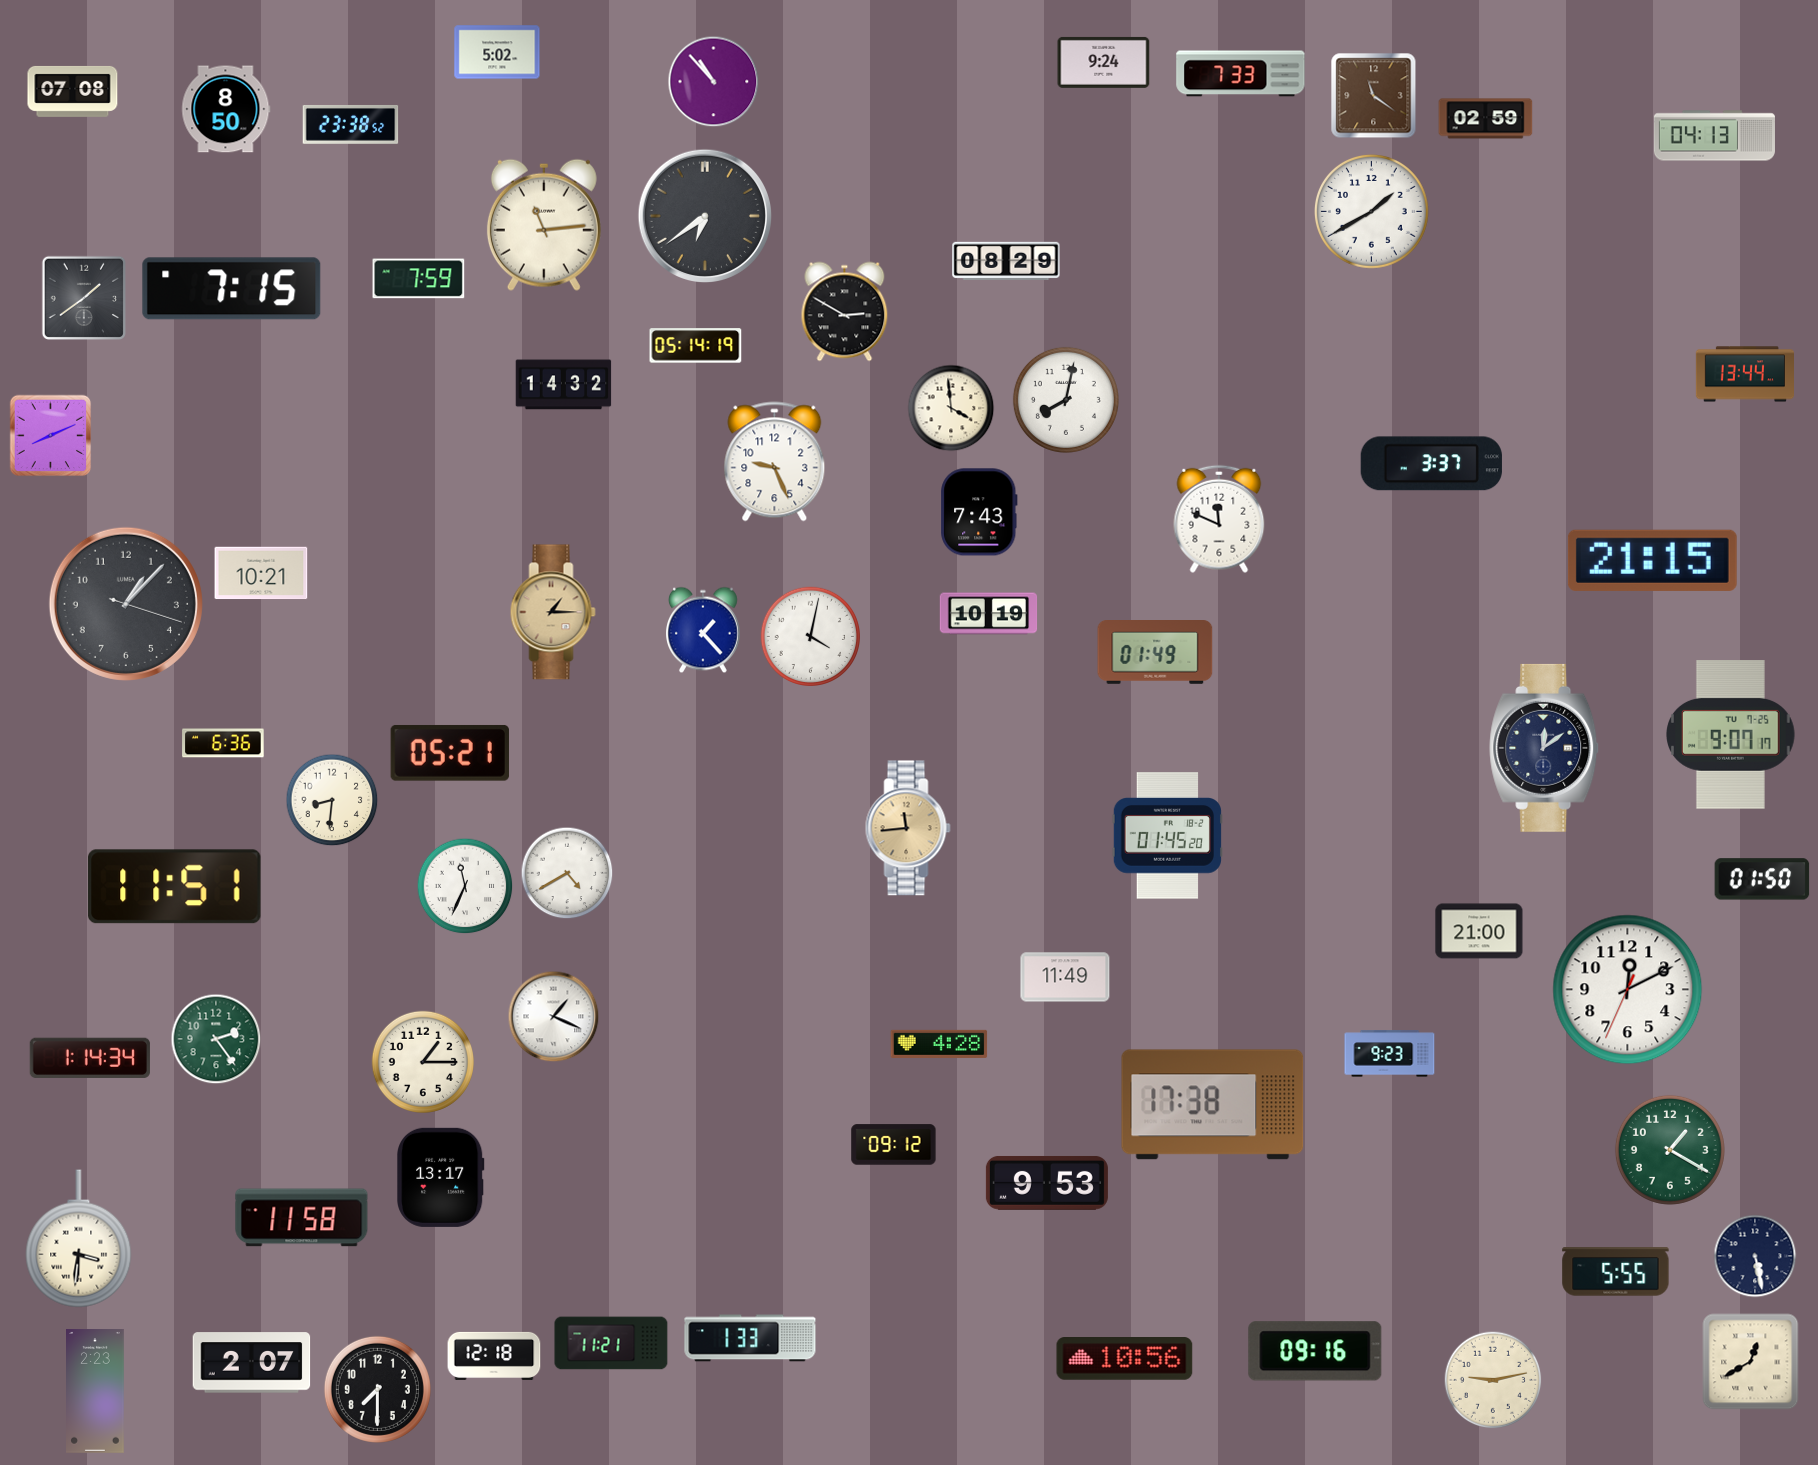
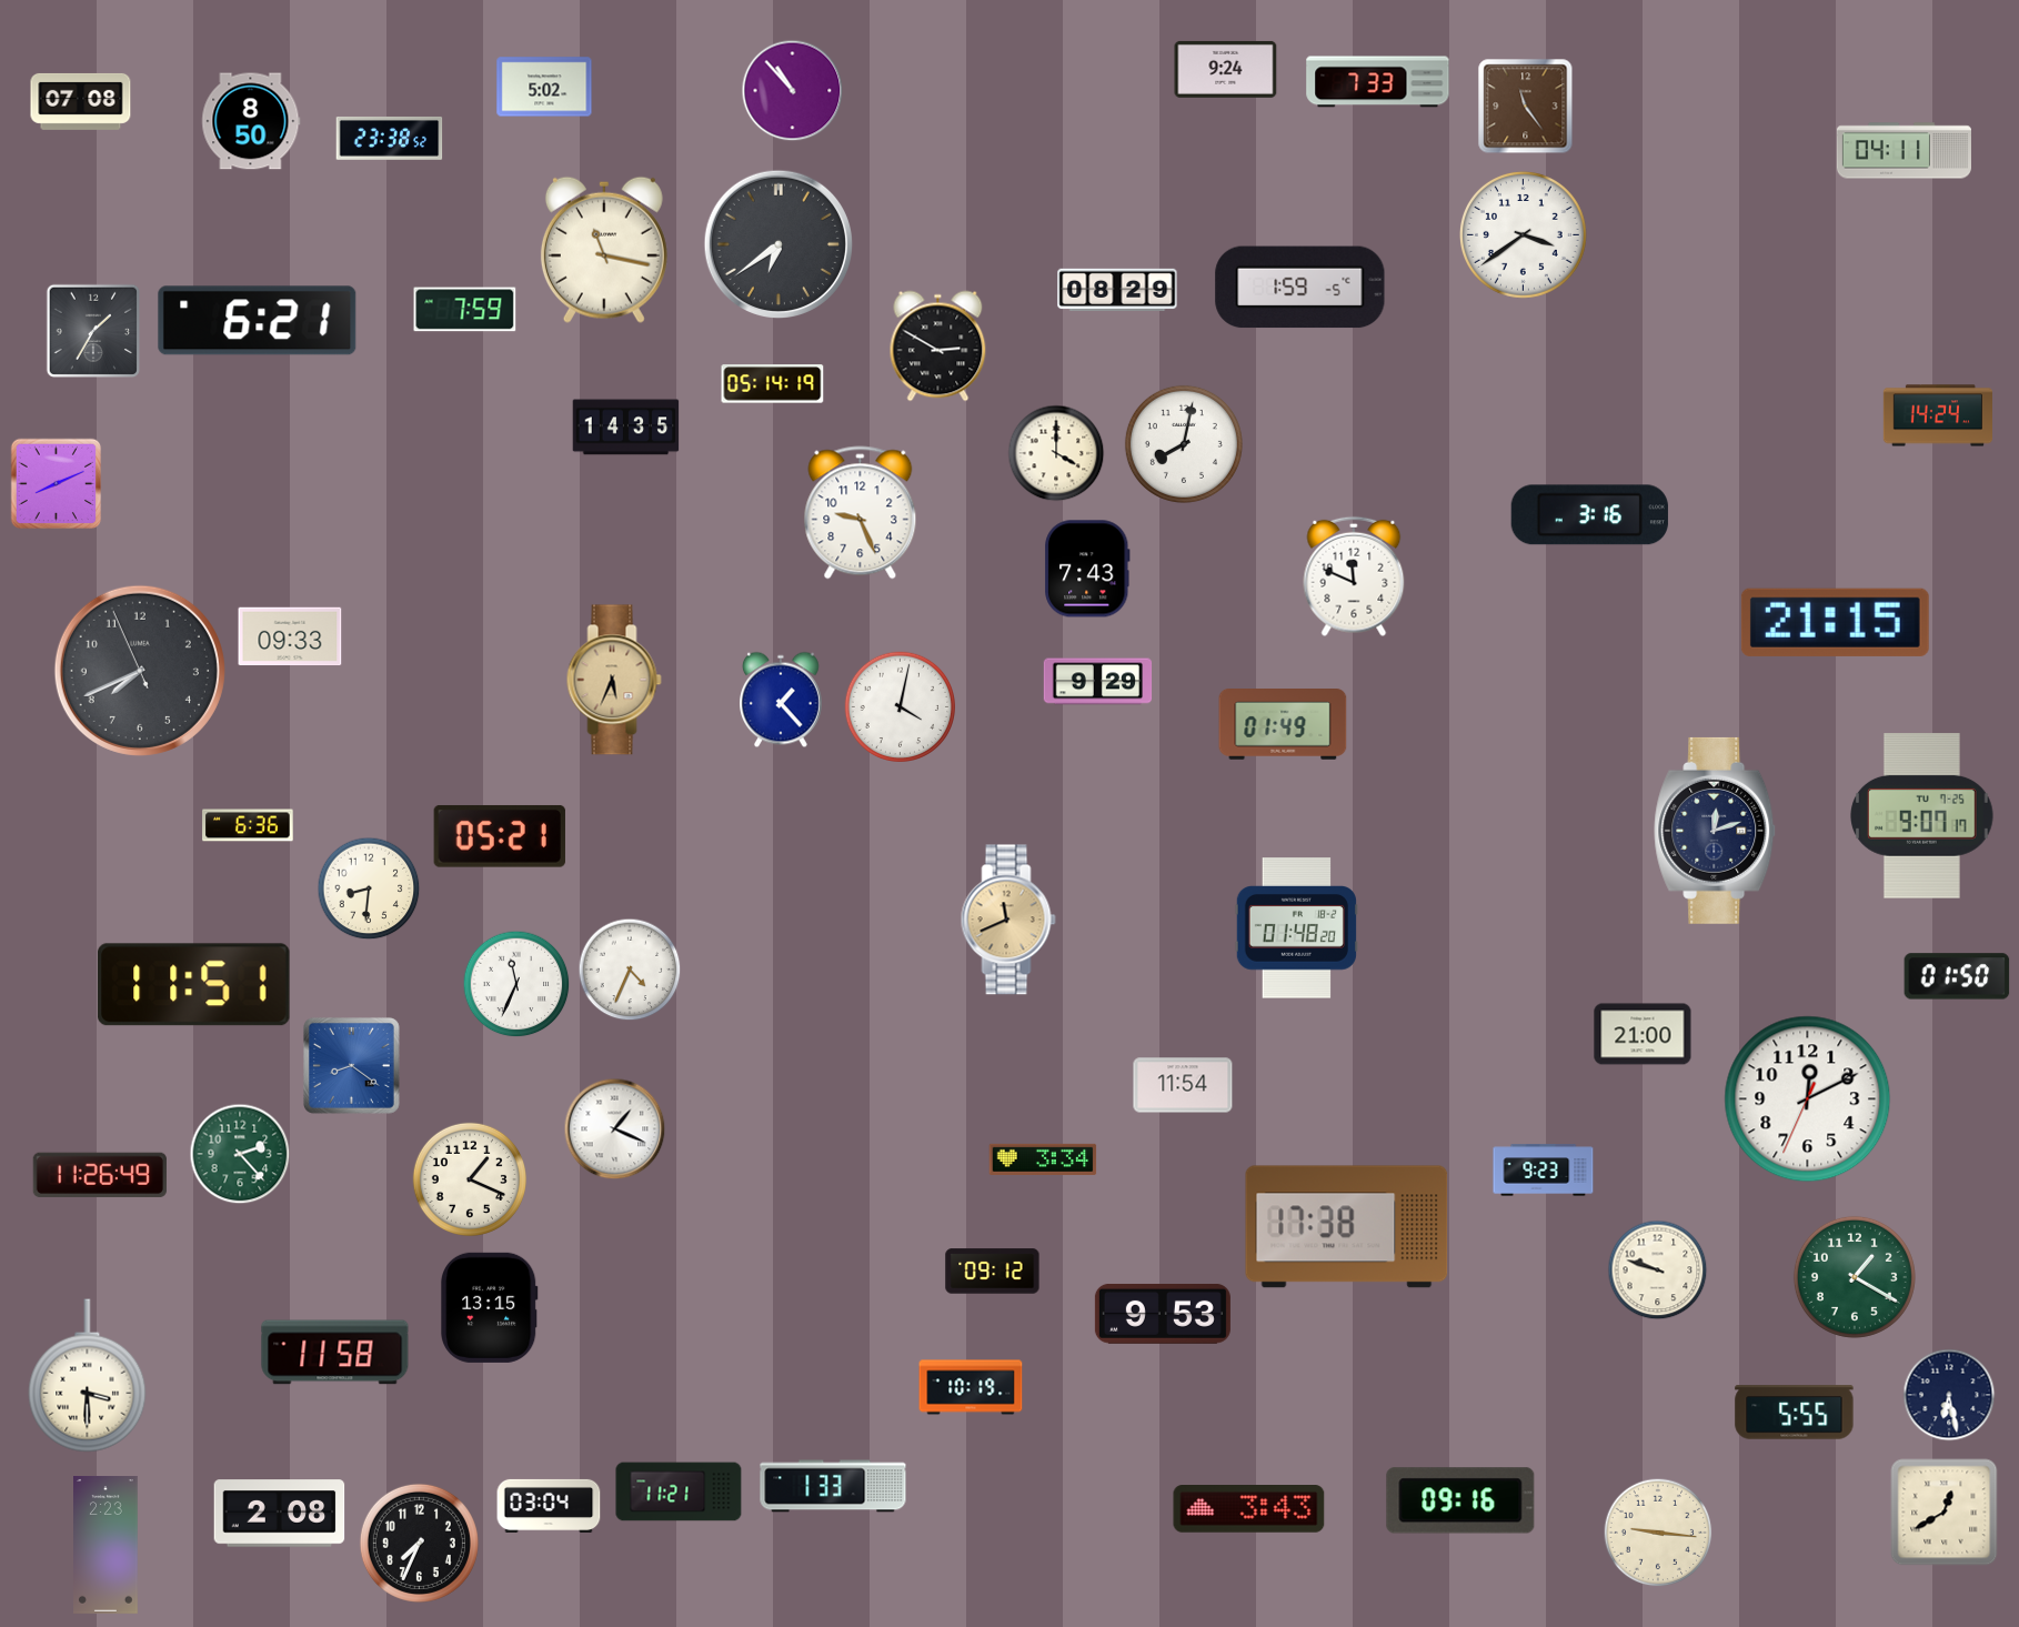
clock at (497, 52) position: (497, 52) -> (544, 87)
clock at (1374, 96): 11:21 -> 11:24
clock at (1486, 119): 02:59 -> none
clock at (1714, 136): 04:13 -> 04:11
clock at (1371, 211): 1:40 -> 3:39
clock at (704, 215) position: (704, 215) -> (777, 243)
clock at (544, 225): 11:14 -> 11:17
clock at (1300, 288): none -> 1:59
clock at (232, 289): 7:15 -> 6:21
clock at (83, 297): 1:39 -> 1:35
clock at (1744, 374): 13:44 -> 14:24
clock at (564, 385): 14:32 -> 14:35
clock at (951, 408): 3:59 -> 4:00
clock at (1431, 464): 3:37 -> 3:16
clock at (261, 573): 10:21 -> 09:33
clock at (126, 604): 1:07 -> 7:40
clock at (553, 612): 1:15 -> 5:34
clock at (989, 614): 10:19 -> 9:29
clock at (1545, 748): 12:09 -> 12:12
clock at (908, 828): 11:44 -> 11:41
clock at (1167, 836): 01:45 -> 01:48
clock at (567, 873): 4:40 -> 4:34
clock at (351, 1065): none -> 8:21
clock at (1065, 977): 11:49 -> 11:54
clock at (216, 1039): 2:24 -> 2:23
clock at (939, 1044): 4:28 -> 3:34
clock at (90, 1058): 1:14 -> 11:26
clock at (423, 1062): 1:15 -> 1:19
clock at (1658, 1271): none -> 9:48
clock at (441, 1177): 13:17 -> 13:15
clock at (79, 1239): 3:31 -> 3:30
clock at (971, 1387): none -> 10:19
clock at (1755, 1256): 5:28 -> 6:28
clock at (494, 1356): 12:18 -> 03:04
clock at (1125, 1359): 10:56 -> 3:43
clock at (252, 1363): 2:07 -> 2:08
clock at (1493, 1380): 9:13 -> 9:16
clock at (377, 1389): 7:30 -> 7:34
